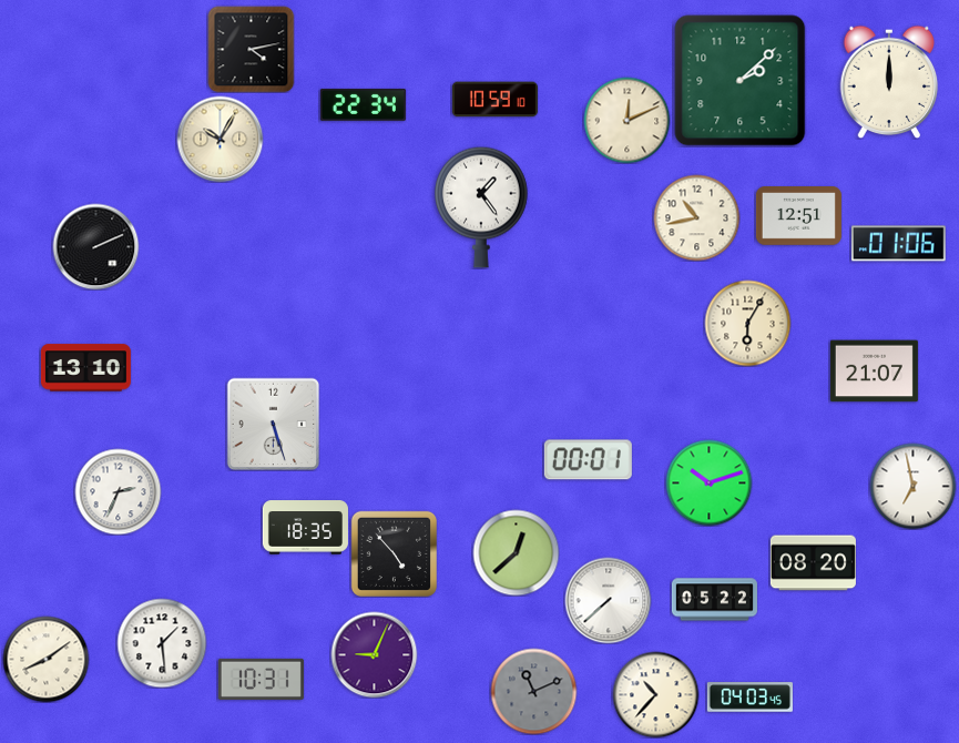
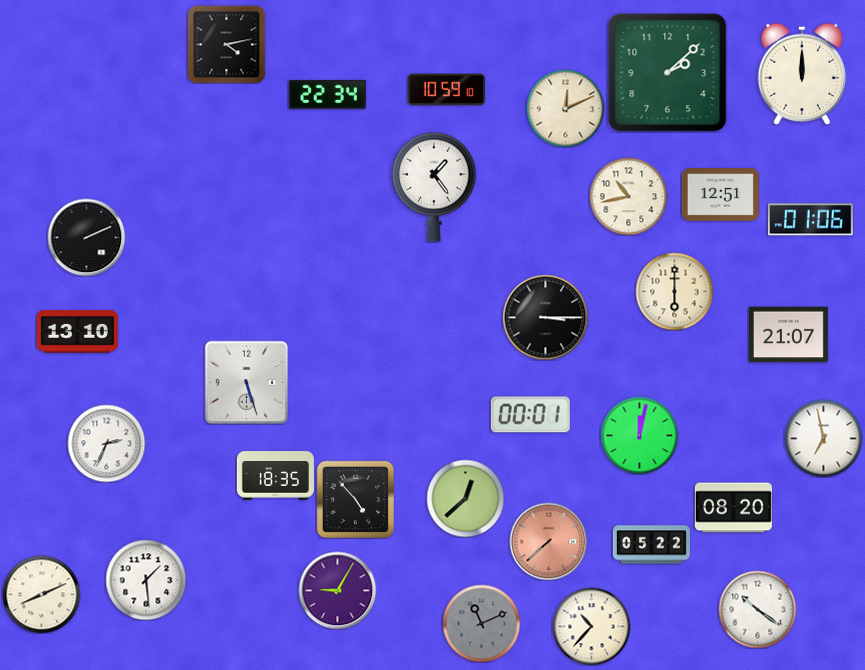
clock at (220, 139): 10:05 -> none
clock at (95, 246) position: (95, 246) -> (86, 237)
clock at (747, 323): 6:05 -> 6:00
clock at (545, 317): none -> 3:15
clock at (708, 482): 10:12 -> 12:02
clock at (608, 600) dial: white -> salmon
clock at (714, 600) position: (714, 600) -> (651, 545)
clock at (374, 654): 9:04 -> 9:05
clock at (45, 659): 8:09 -> 8:11
clock at (757, 609): none -> 10:21
clock at (261, 679): 10:31 -> none
clock at (749, 698): 04:03 -> none
